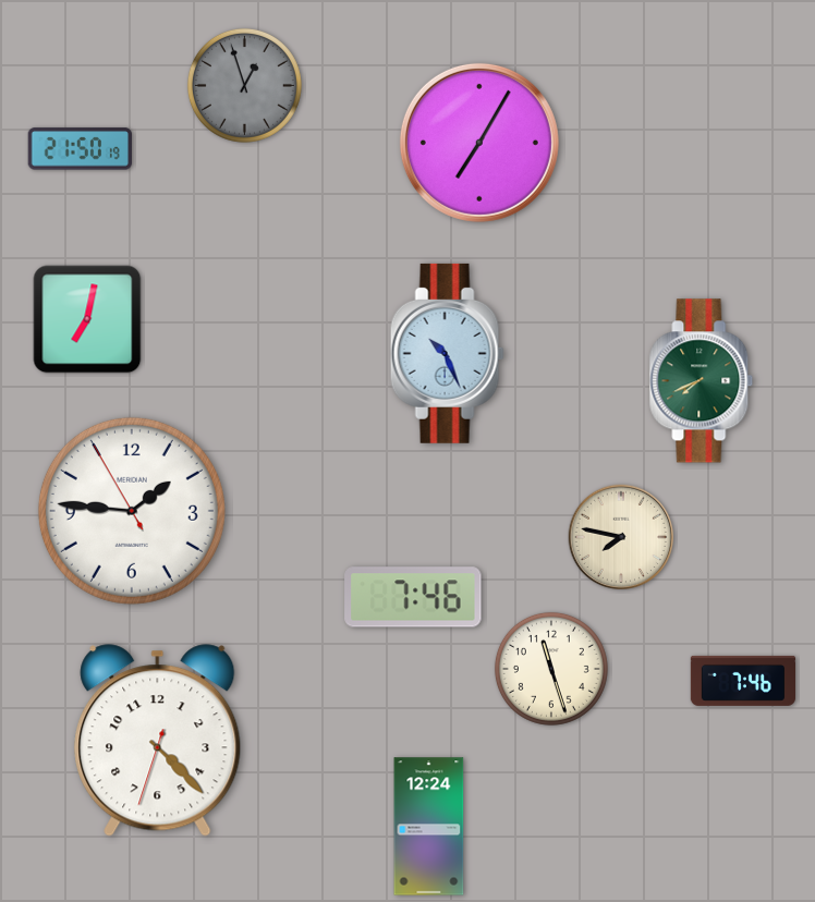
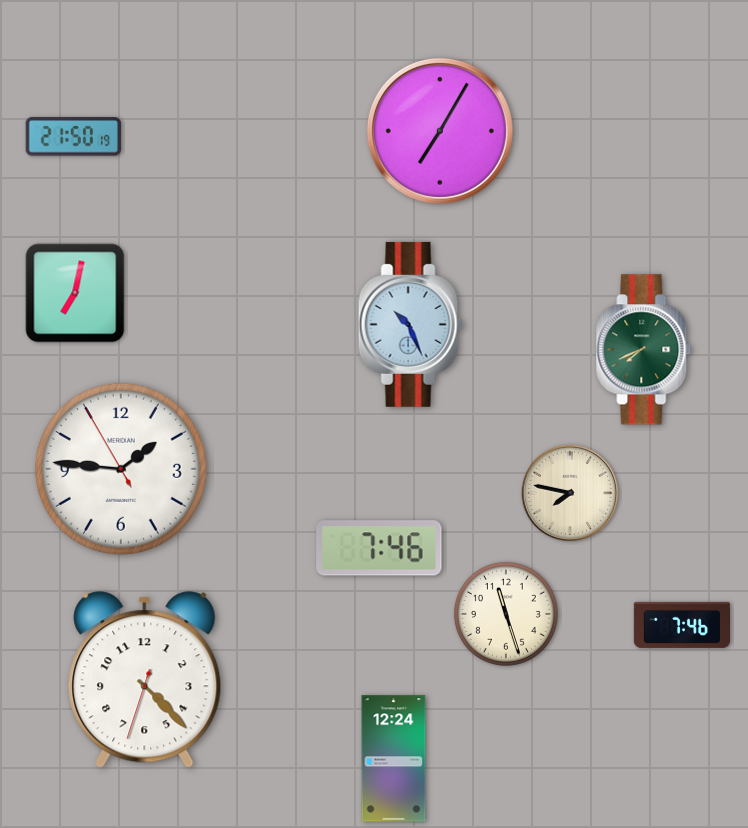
clock at (244, 85): 12:57 -> none
clock at (87, 319) position: (87, 319) -> (75, 293)
